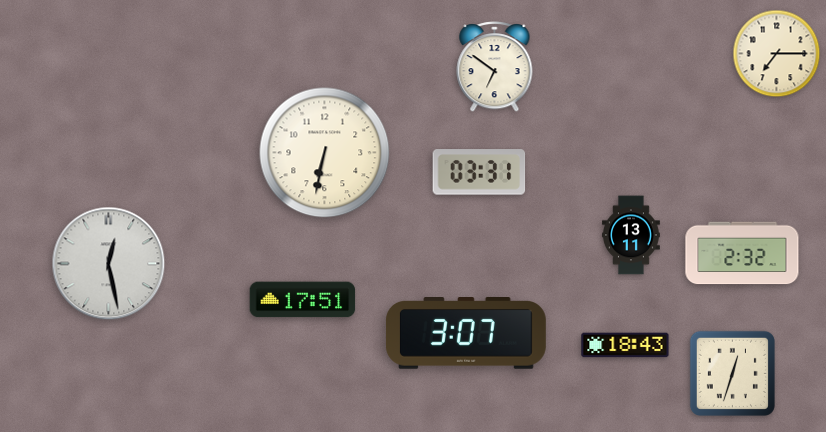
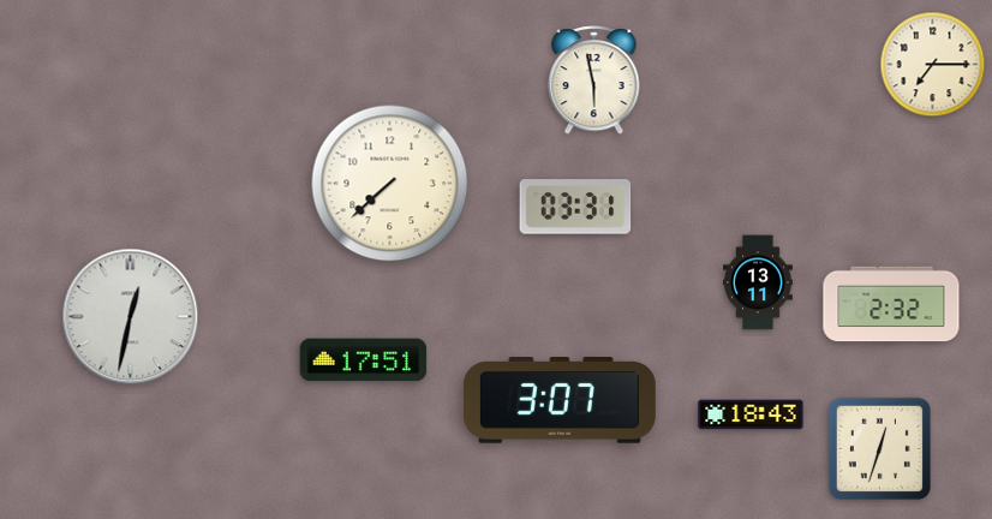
clock at (495, 67): 6:51 -> 5:58
clock at (325, 153): 6:32 -> 7:38
clock at (109, 264): 12:28 -> 12:32
